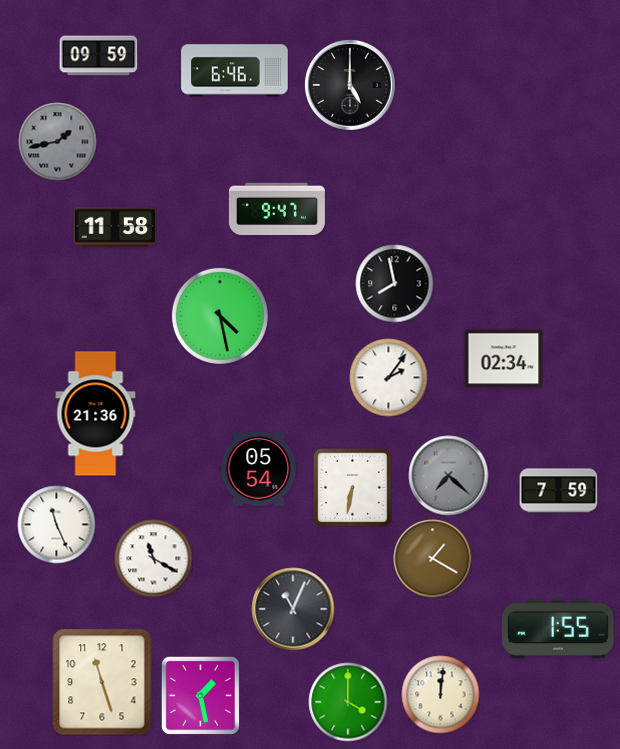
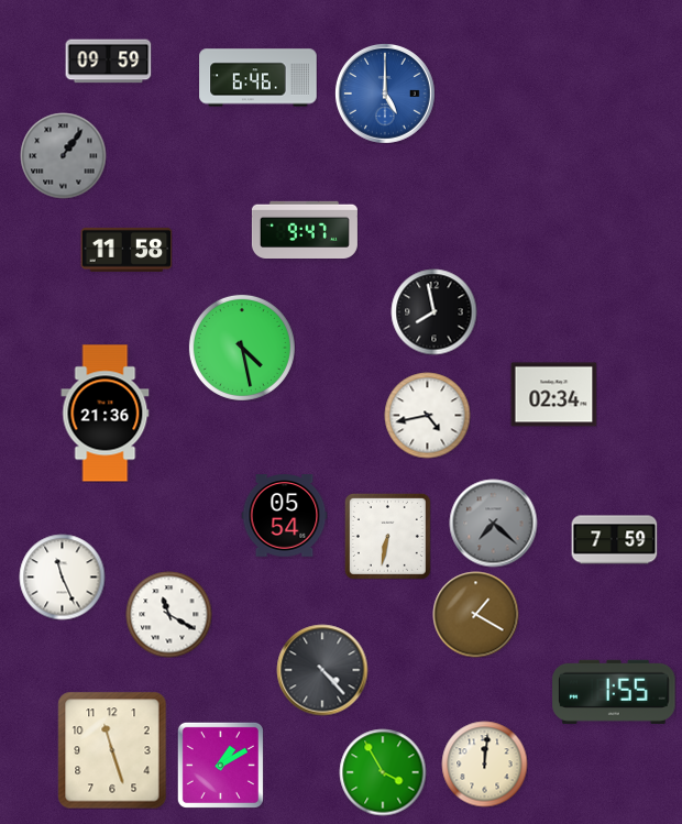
clock at (350, 85) dial: black -> blue
clock at (57, 141): 1:43 -> 1:06
clock at (388, 377): 2:06 -> 4:43
clock at (96, 414) position: (96, 414) -> (106, 414)
clock at (293, 609): 11:04 -> 4:23
clock at (200, 695): 1:28 -> 1:10
clock at (348, 702): 4:00 -> 3:55
